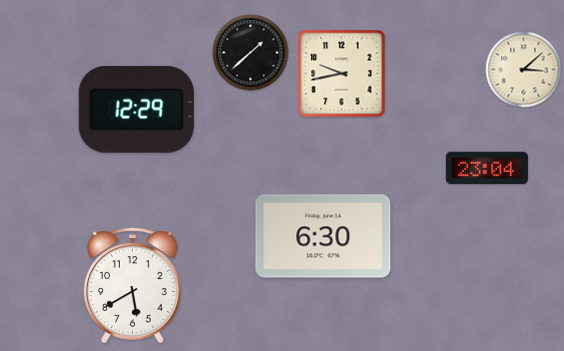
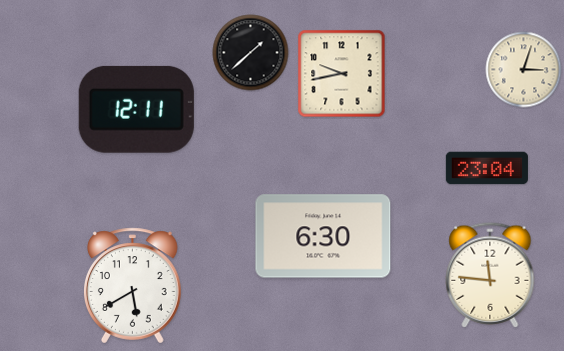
clock at (524, 70): 3:08 -> 3:03
clock at (136, 109): 12:29 -> 12:11
clock at (490, 275): none -> 11:46
